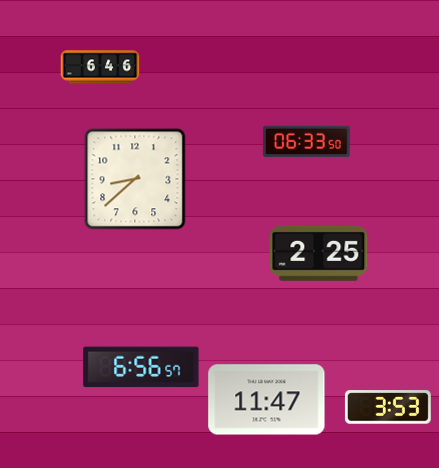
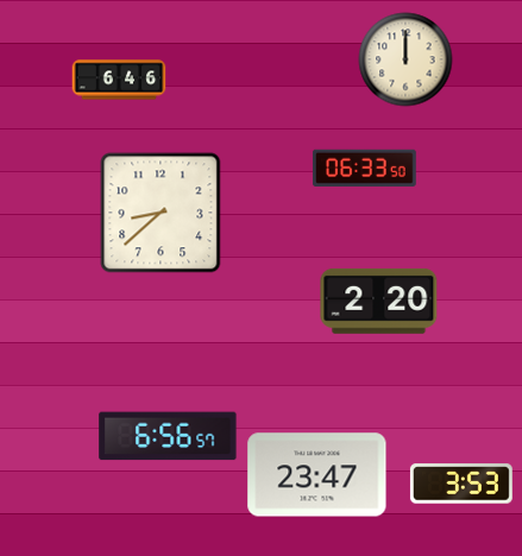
clock at (405, 59): none -> 12:00
clock at (319, 253): 2:25 -> 2:20
clock at (267, 400): 11:47 -> 23:47
